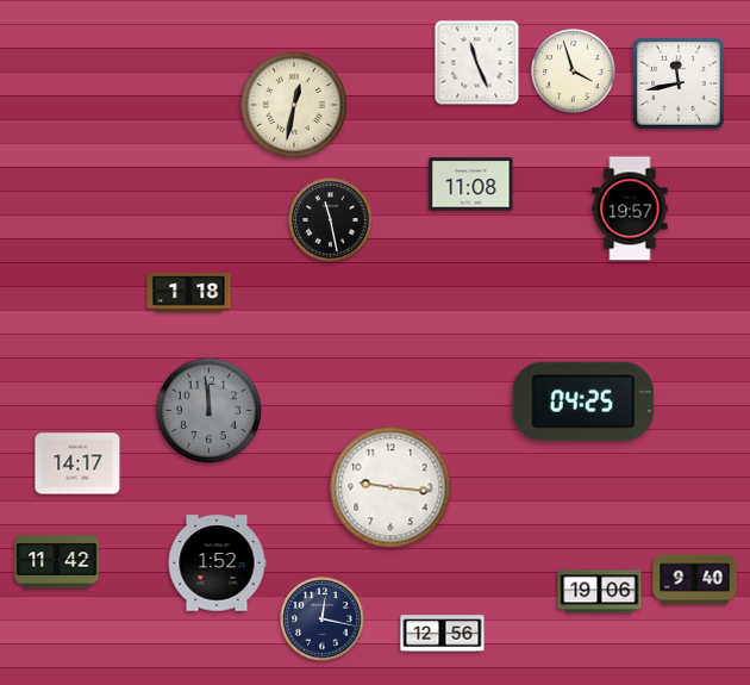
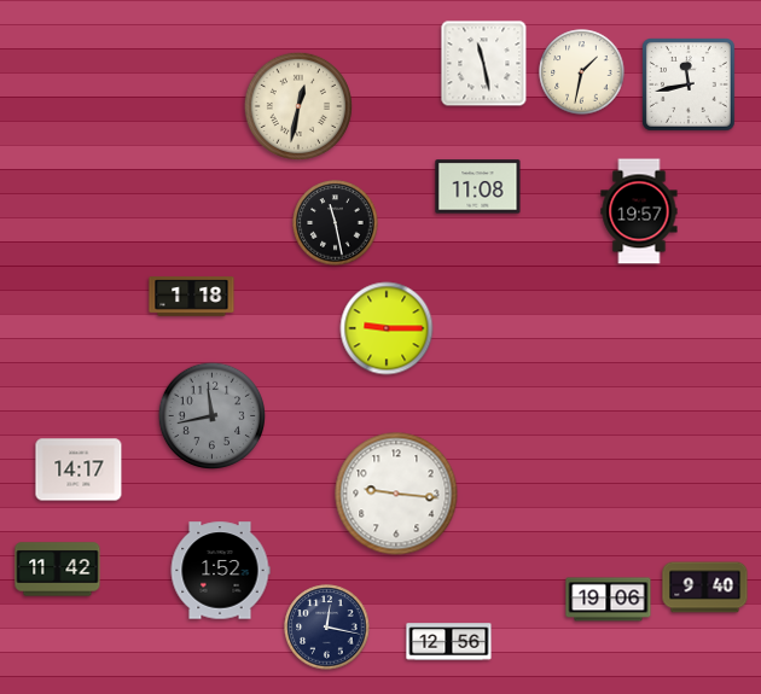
clock at (477, 63): 11:26 -> 11:28
clock at (574, 71): 3:57 -> 1:32
clock at (387, 328): none -> 9:15
clock at (583, 401): 04:25 -> none
clock at (208, 410): 11:59 -> 11:43
